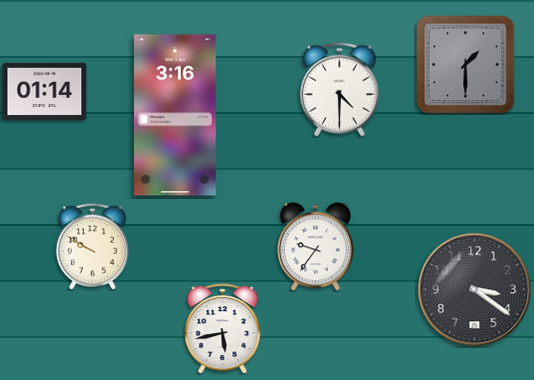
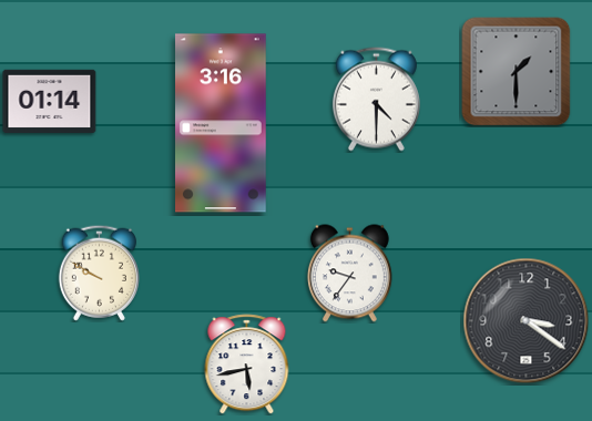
clock at (176, 115) position: (176, 115) -> (222, 123)
clock at (92, 246) position: (92, 246) -> (99, 273)
